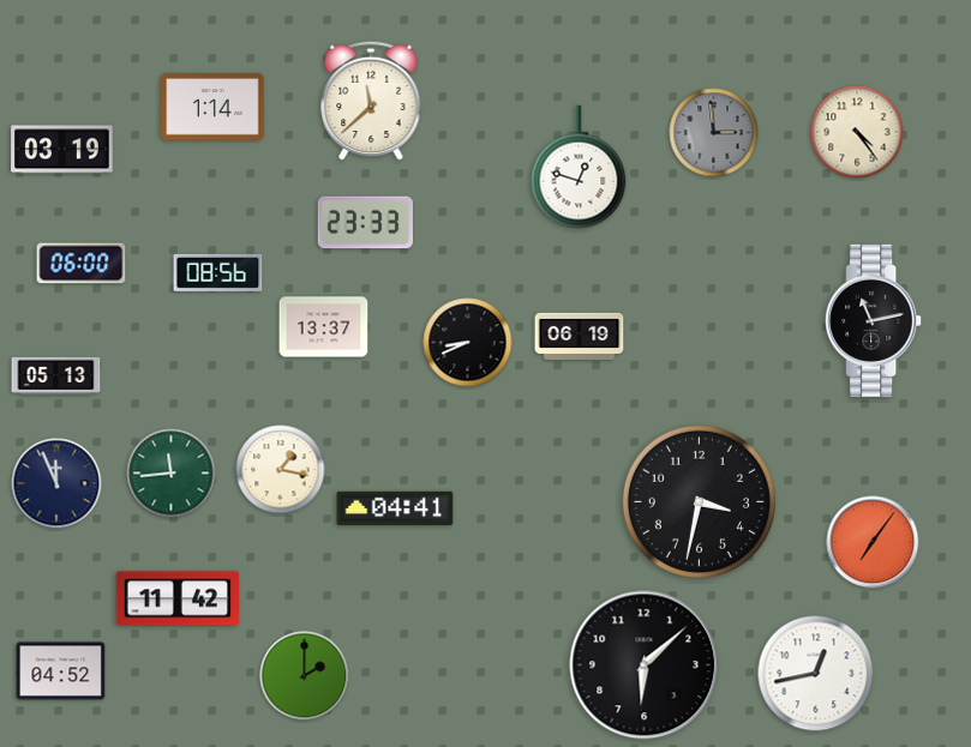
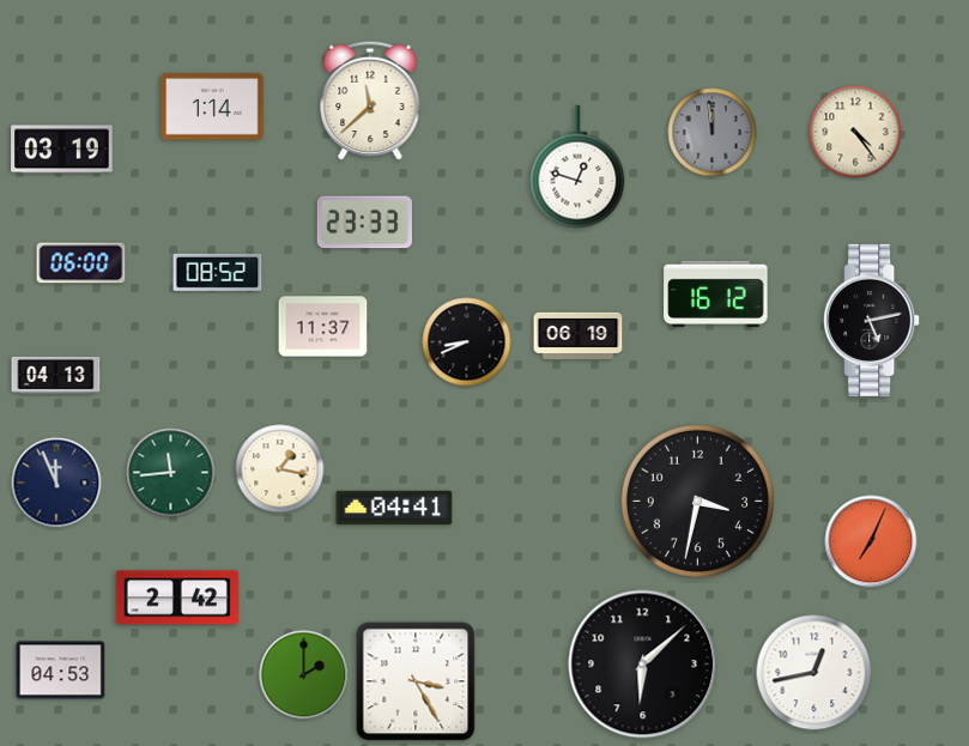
clock at (714, 133): 2:59 -> 11:59
clock at (218, 272): 08:56 -> 08:52
clock at (716, 293): none -> 16:12
clock at (874, 320): 11:13 -> 5:13
clock at (324, 327): 13:37 -> 11:37
clock at (56, 375): 05:13 -> 04:13
clock at (873, 542): 7:06 -> 7:04
clock at (176, 598): 11:42 -> 2:42
clock at (61, 671): 04:52 -> 04:53
clock at (416, 681): none -> 3:25
